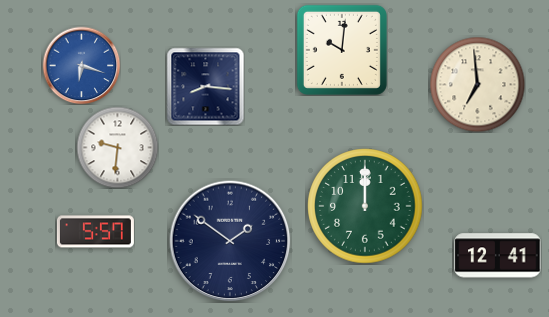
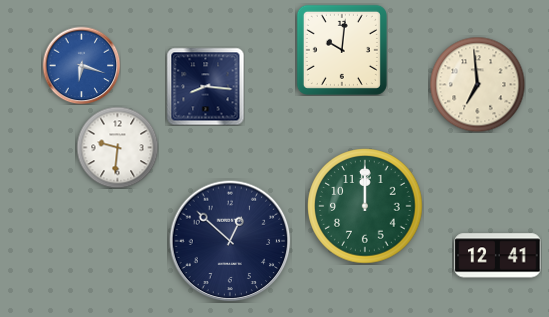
clock at (95, 232): 5:57 -> none
clock at (230, 241): 1:51 -> 12:52
